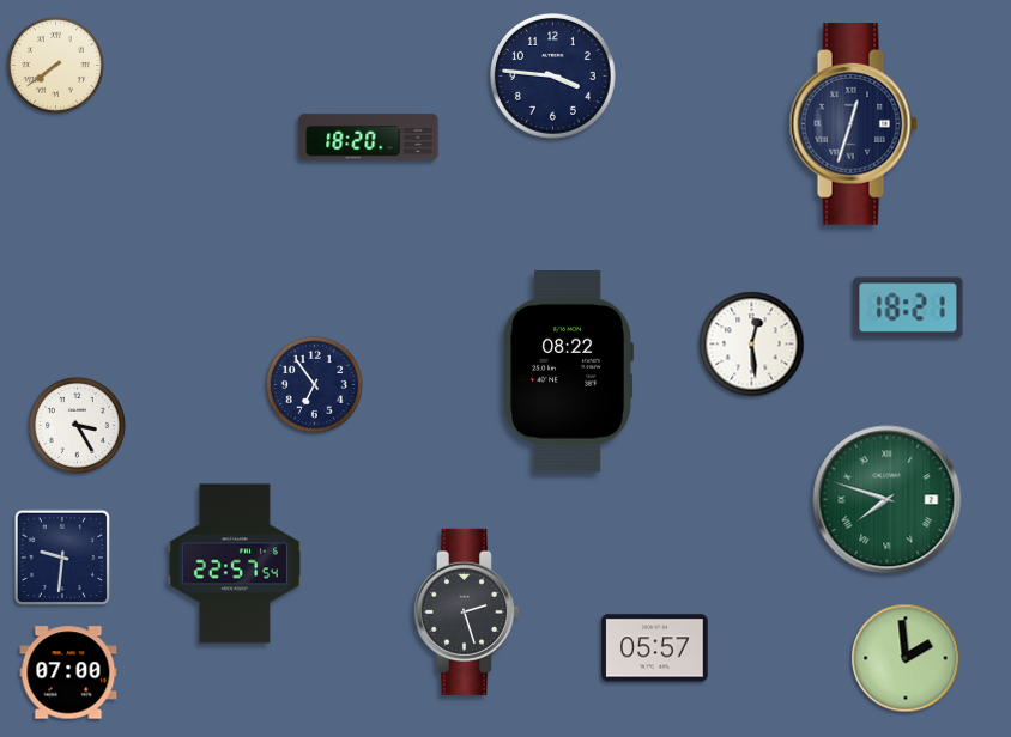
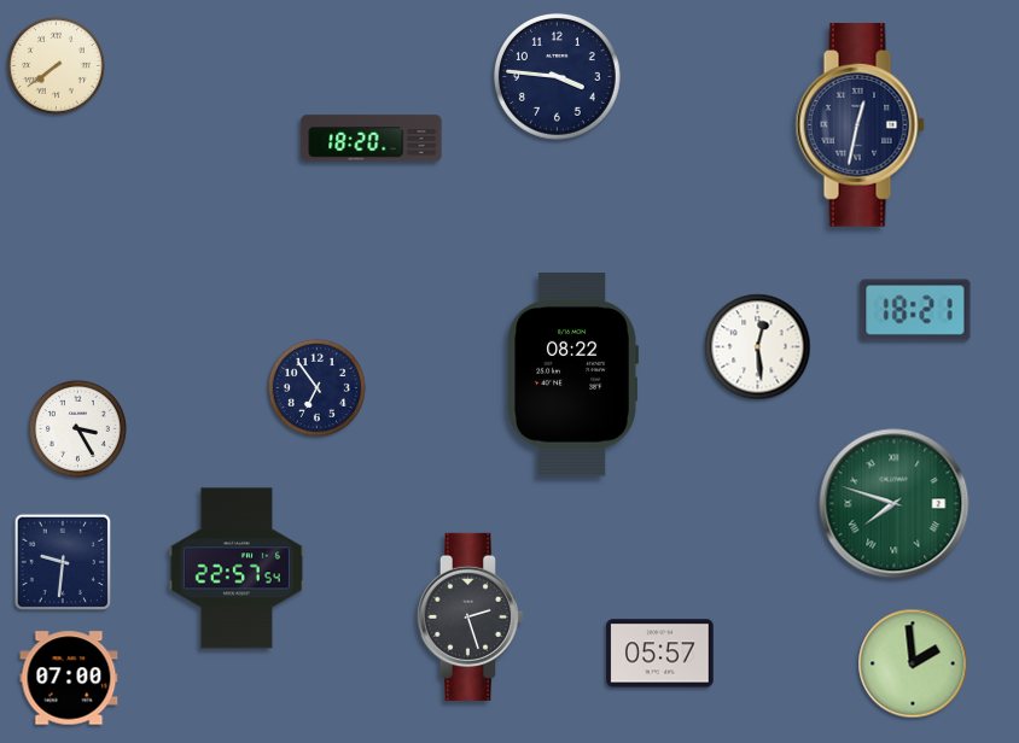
clock at (853, 124): 12:33 -> 12:32
